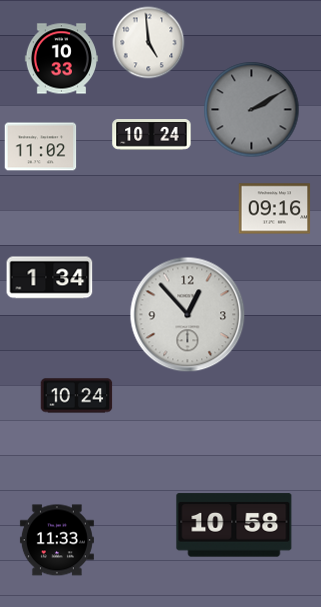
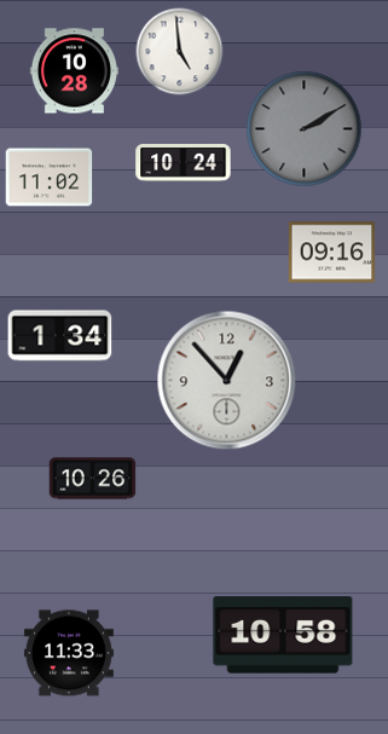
clock at (61, 59): 10:33 -> 10:28
clock at (252, 110) position: (252, 110) -> (305, 129)
clock at (77, 396): 10:24 -> 10:26
